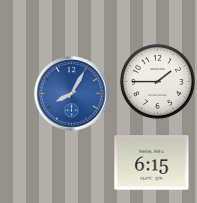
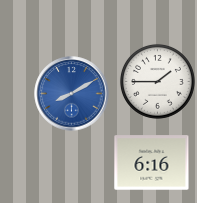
clock at (72, 94): 8:05 -> 8:10
clock at (152, 163): 6:15 -> 6:16
